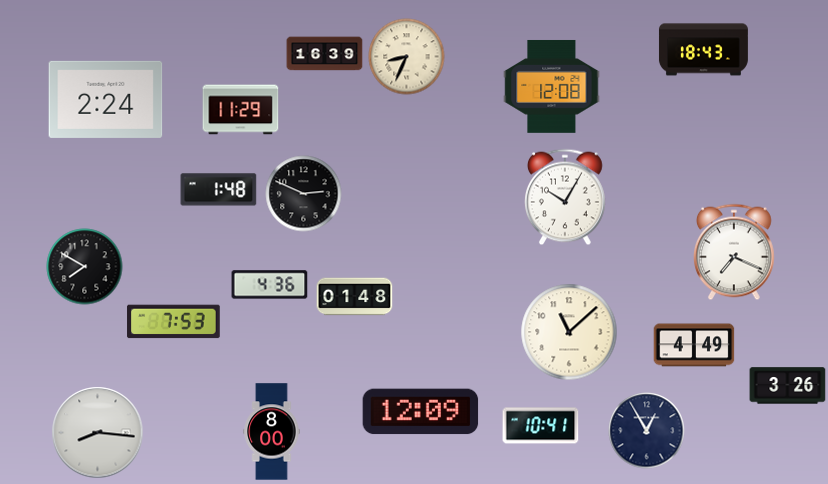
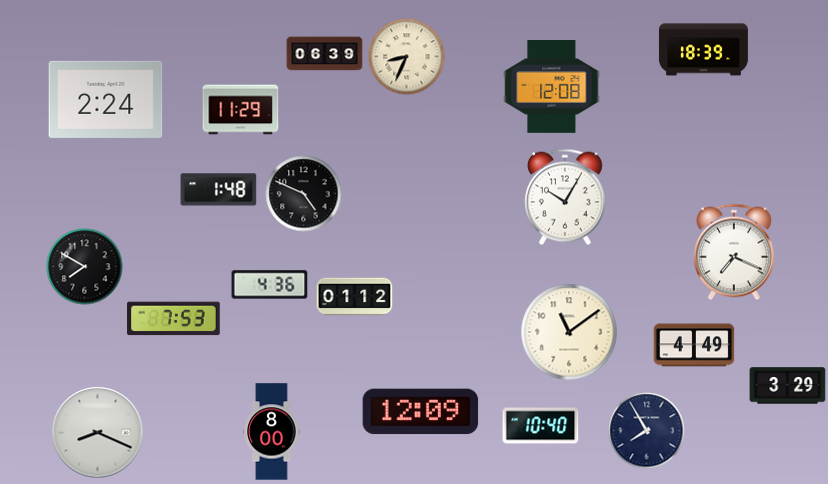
clock at (703, 50): 18:43 -> 18:39
clock at (325, 54): 16:39 -> 06:39
clock at (304, 194): 2:49 -> 4:49
clock at (355, 297): 01:48 -> 01:12
clock at (174, 322) position: (174, 322) -> (174, 319)
clock at (569, 332): 11:08 -> 11:09
clock at (788, 386): 3:26 -> 3:29
clock at (541, 426): 10:41 -> 10:40
clock at (647, 431): 12:55 -> 7:55
clock at (98, 433): 8:16 -> 8:19
